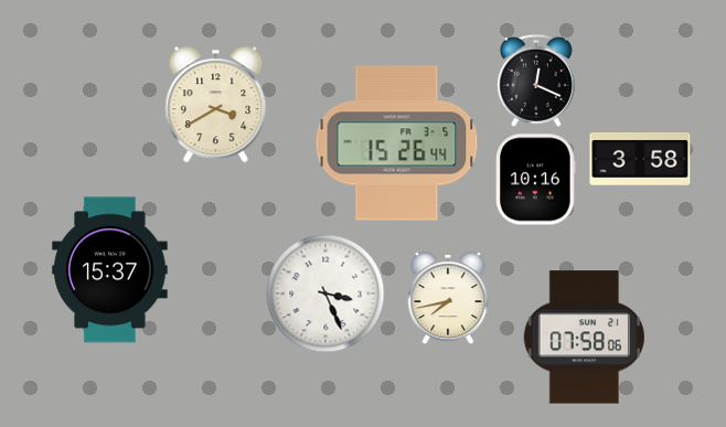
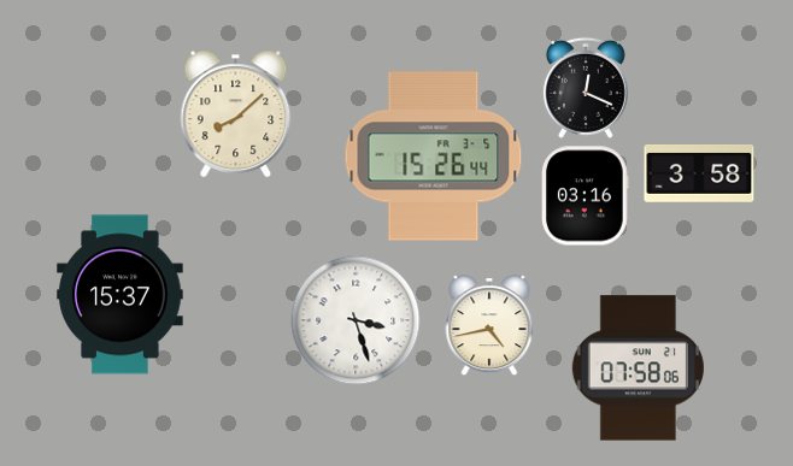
clock at (216, 105): 3:40 -> 8:08
clock at (536, 180): 10:16 -> 03:16
clock at (325, 293): 3:26 -> 3:27
clock at (448, 298): 7:43 -> 4:43
